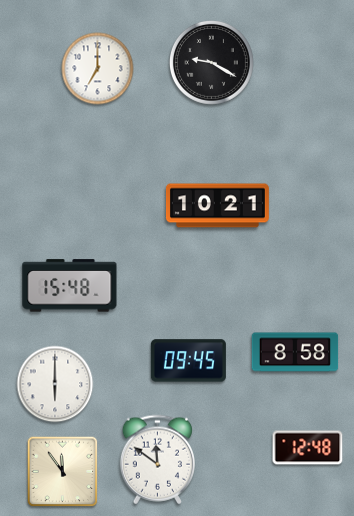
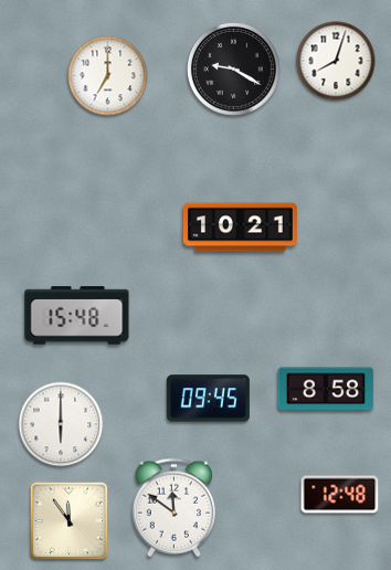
clock at (336, 61): none -> 8:03
